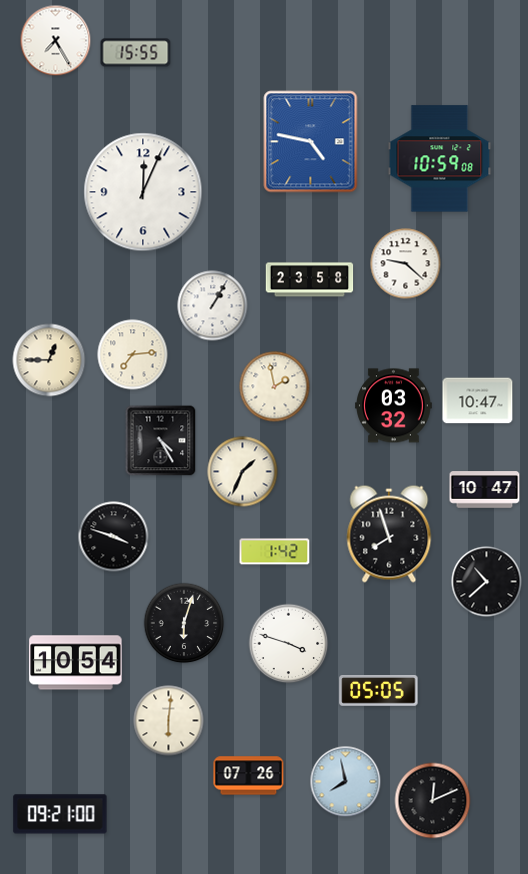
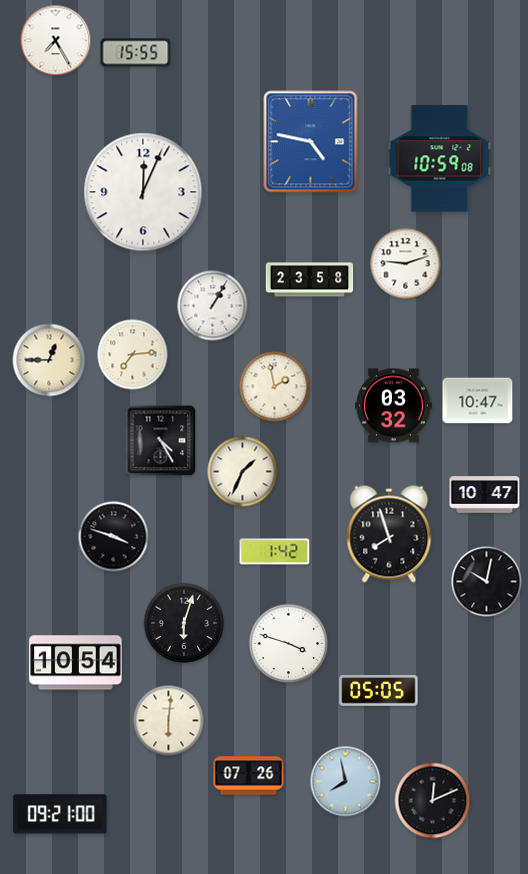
clock at (406, 264): 9:22 -> 9:12
clock at (485, 490) position: (485, 490) -> (485, 495)
clock at (487, 582): 10:38 -> 10:02
